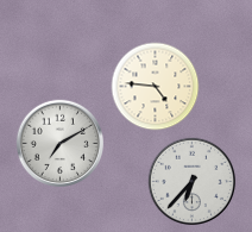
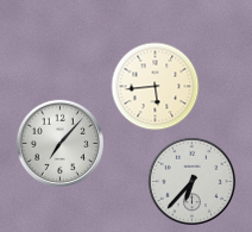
clock at (156, 87): 4:46 -> 5:44
clock at (59, 143): 7:10 -> 7:07
